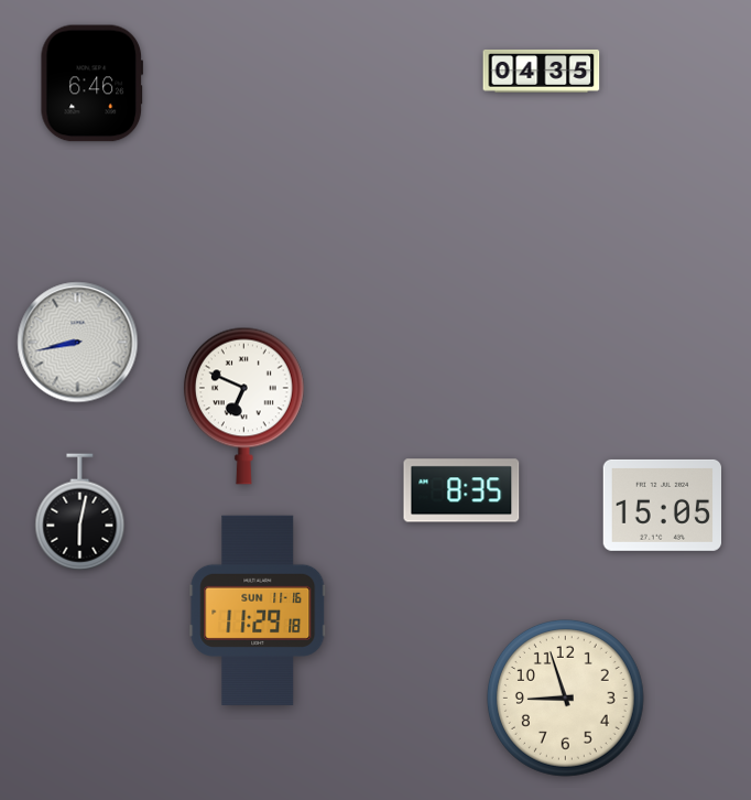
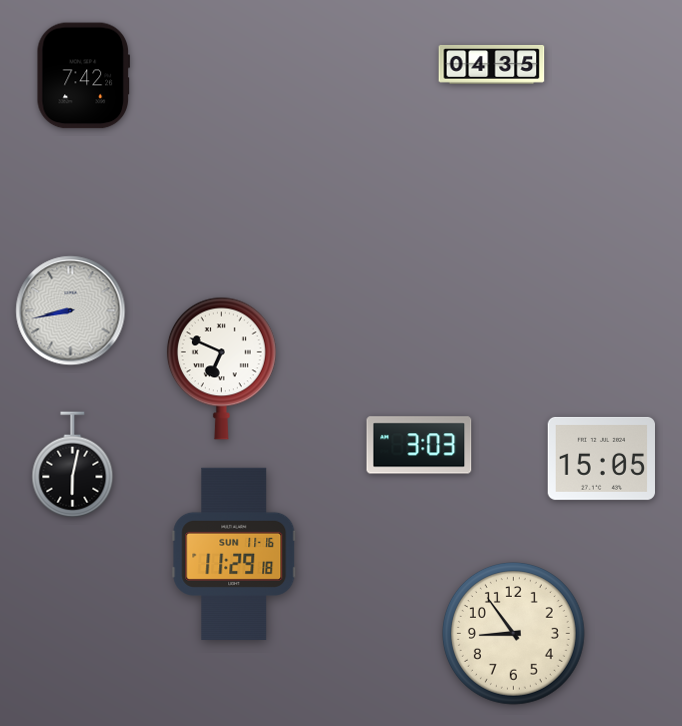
clock at (91, 84): 6:46 -> 7:42
clock at (461, 490): 8:35 -> 3:03
clock at (565, 698): 8:57 -> 8:54
